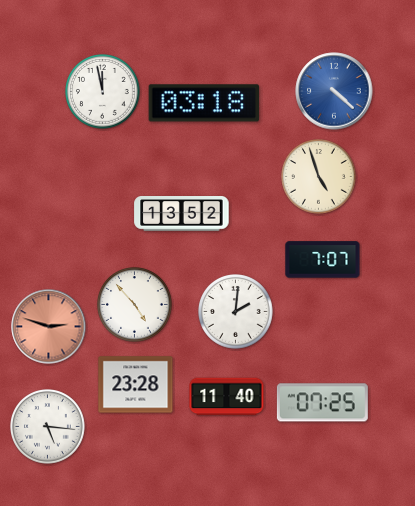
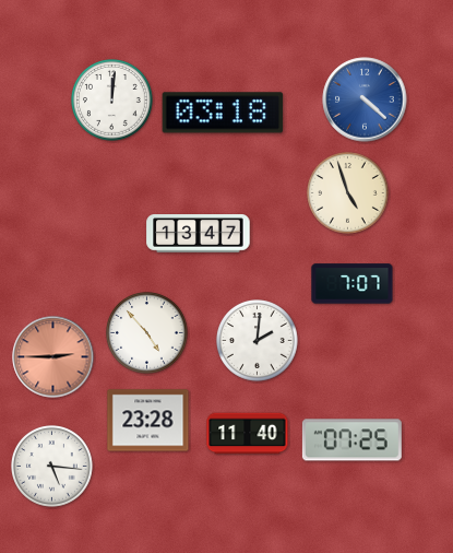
clock at (103, 92): 11:58 -> 12:01
clock at (182, 214): 13:52 -> 13:47
clock at (49, 327): 2:48 -> 2:45
